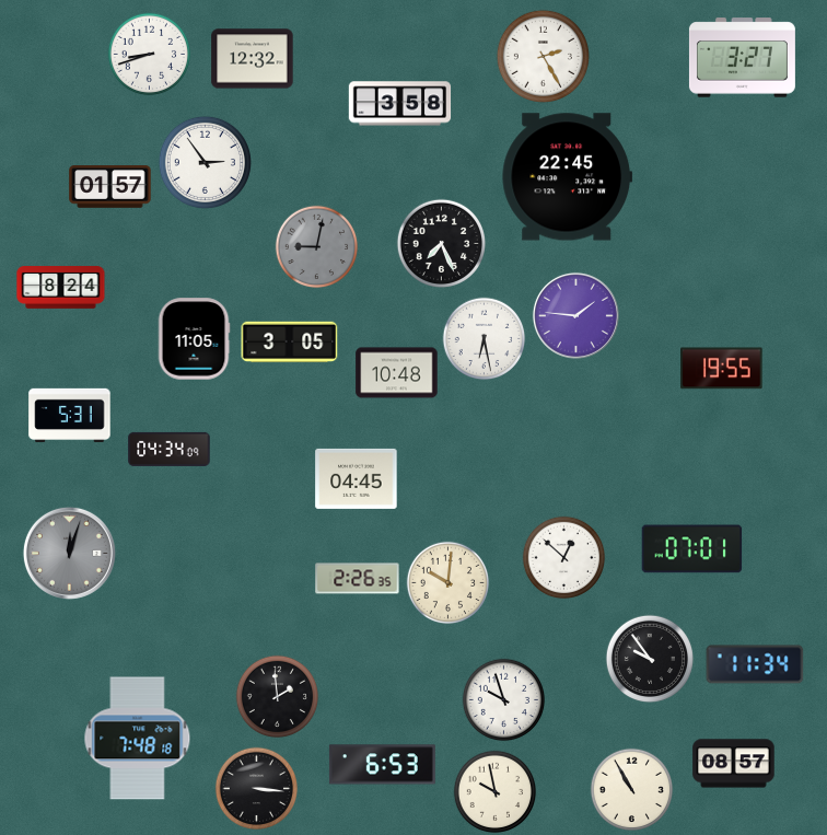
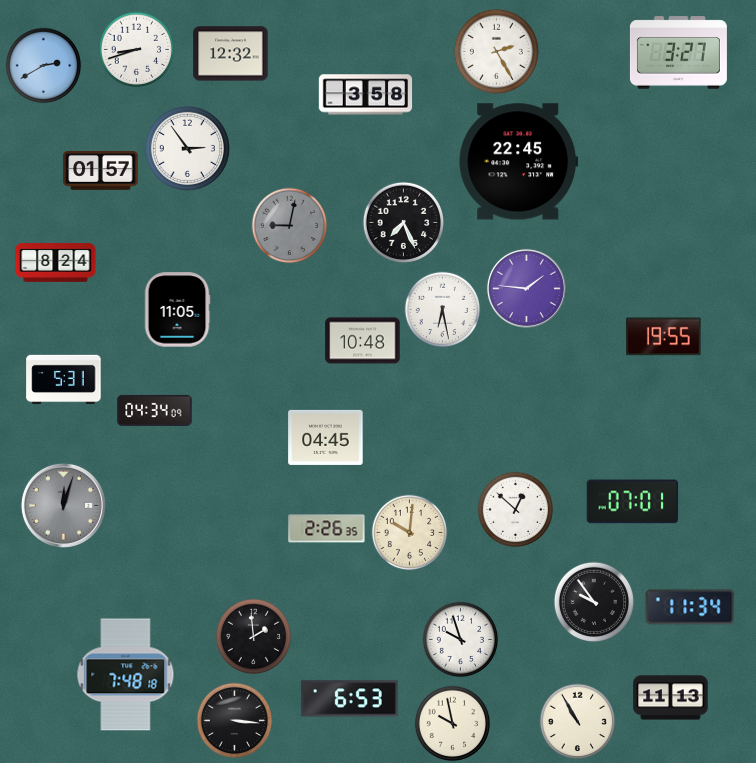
clock at (44, 66): none -> 2:40
clock at (290, 343): 3:05 -> none
clock at (722, 369) position: (722, 369) -> (664, 337)
clock at (734, 764): 08:57 -> 11:13
